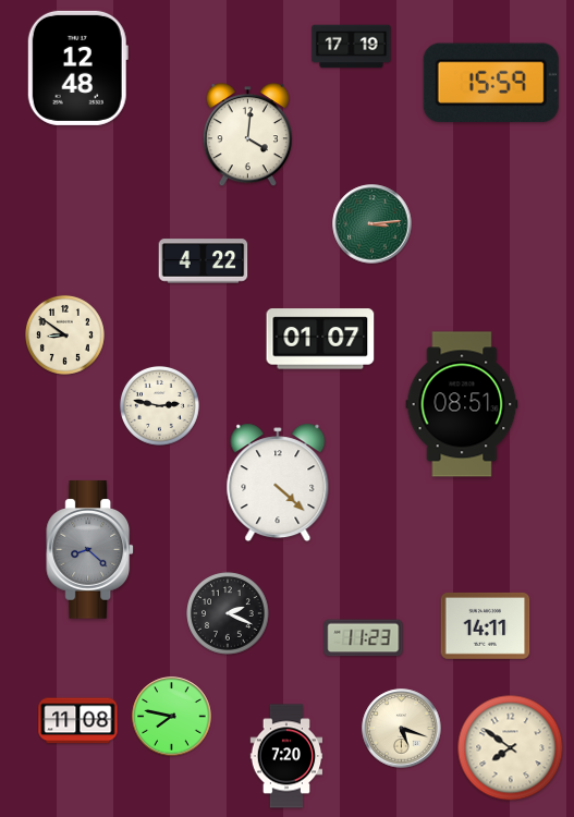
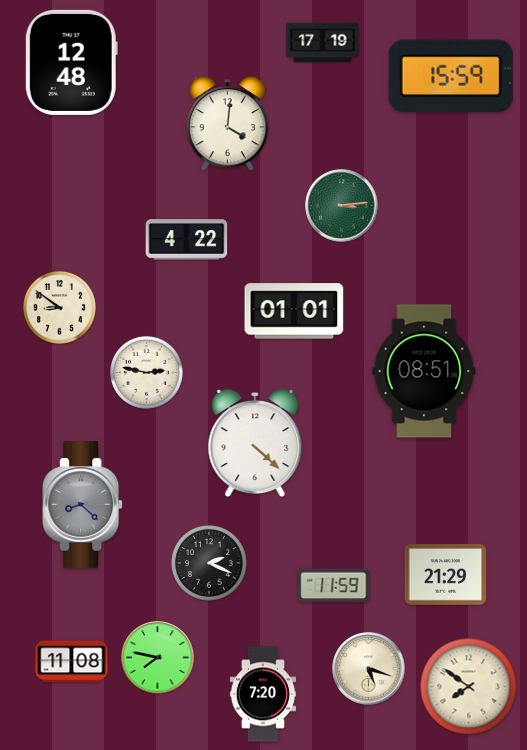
clock at (320, 339): 01:07 -> 01:01
clock at (486, 626): 14:11 -> 21:29
clock at (364, 638): 11:23 -> 11:59
